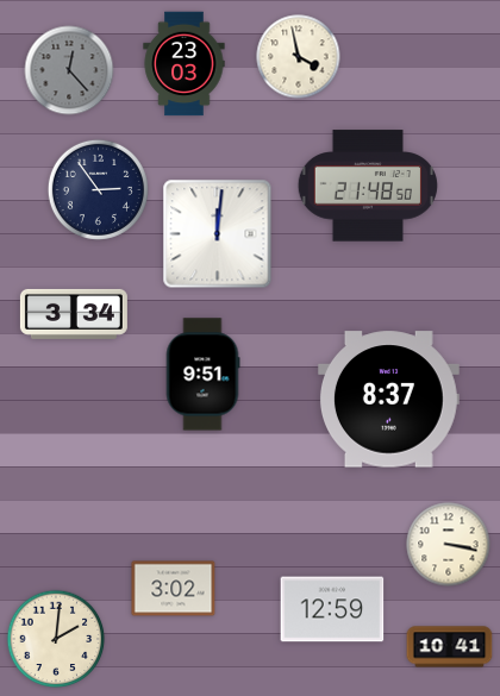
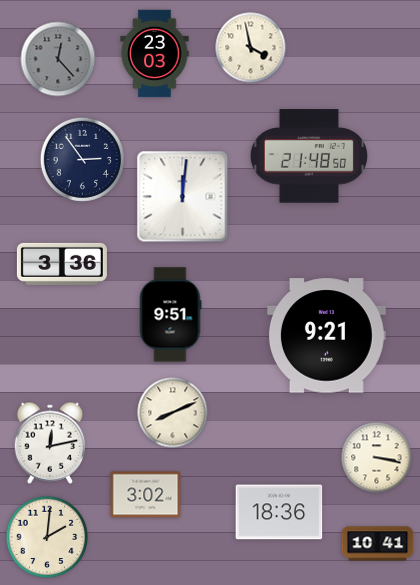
clock at (74, 314): 3:34 -> 3:36
clock at (388, 400): 8:37 -> 9:21
clock at (173, 413): none -> 8:11
clock at (50, 443): none -> 12:13
clock at (332, 609): 12:59 -> 18:36
